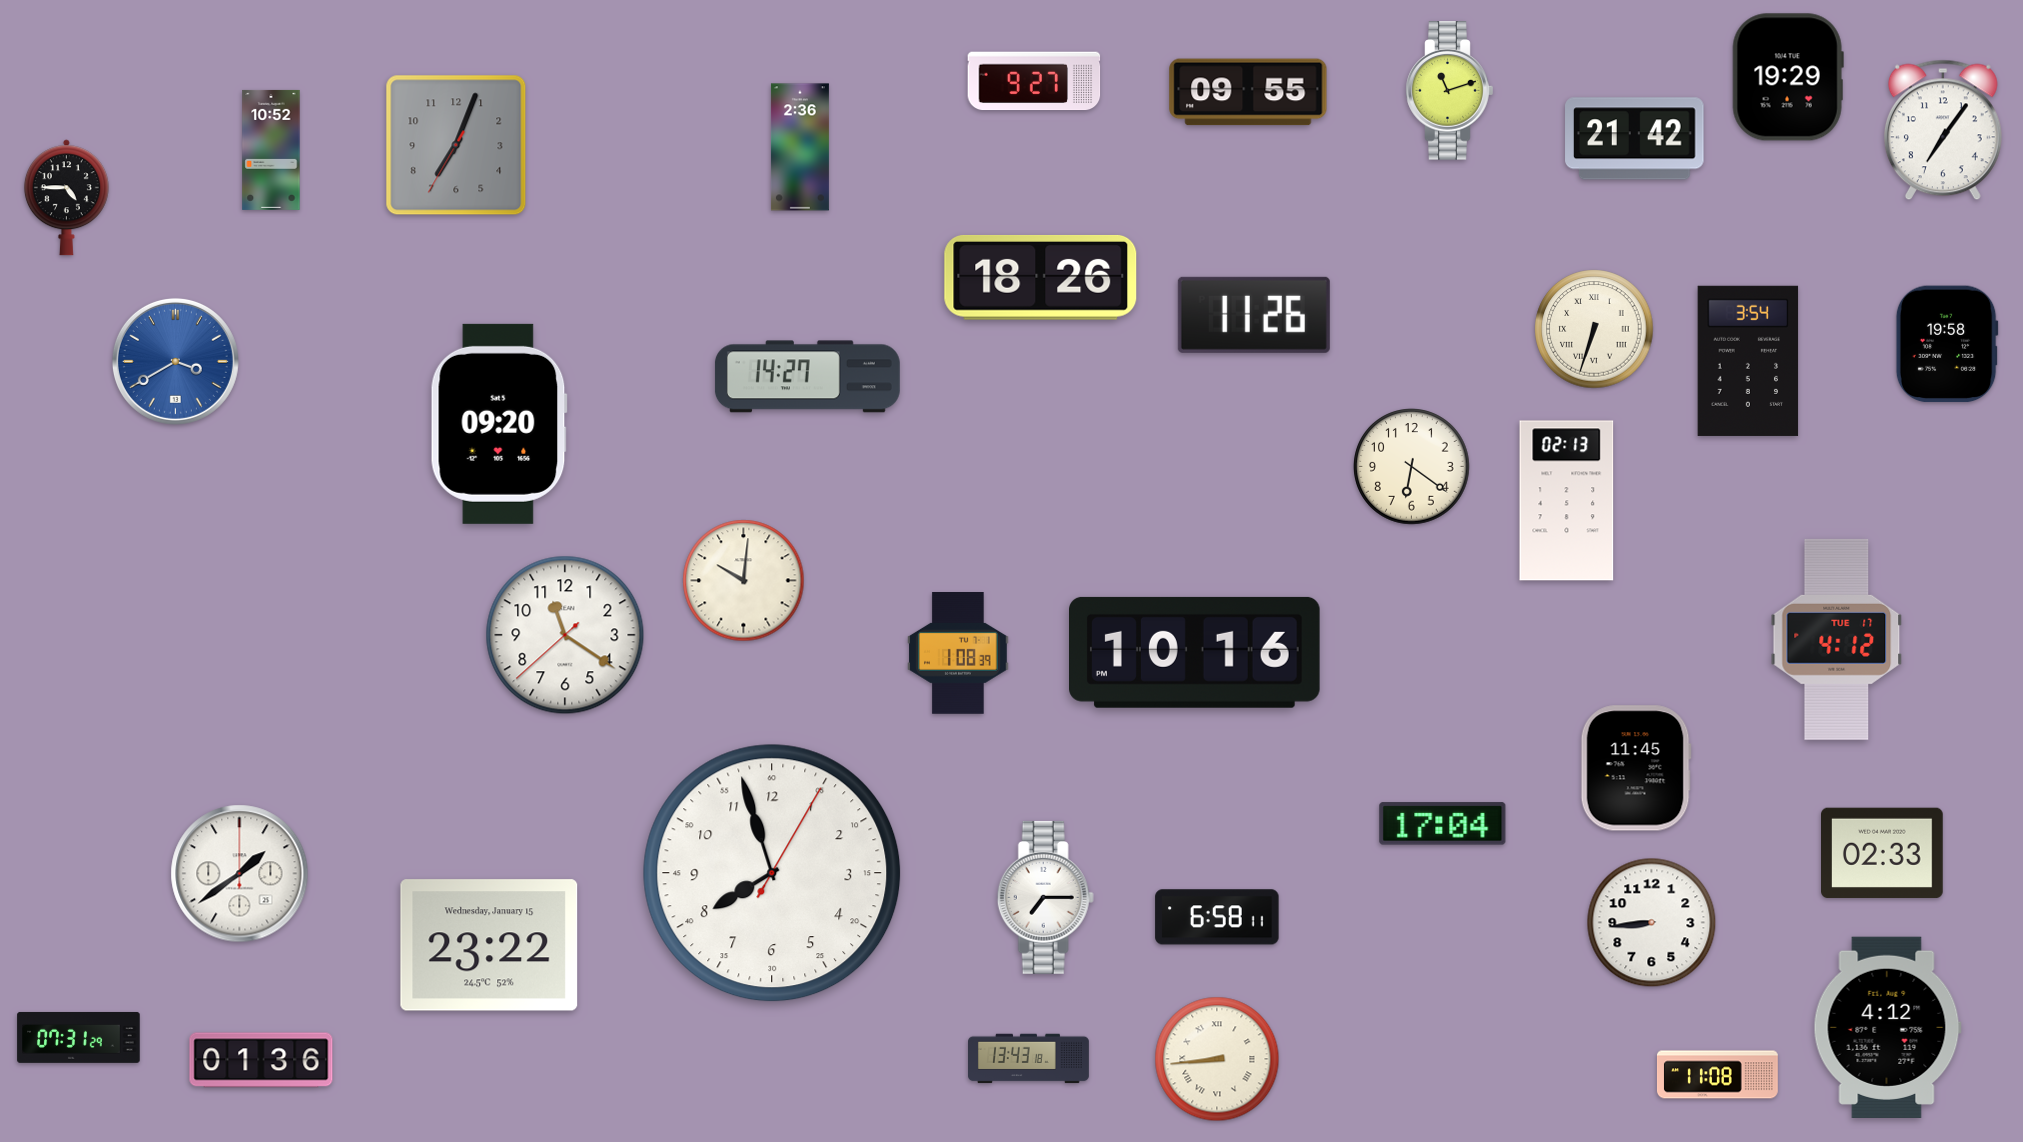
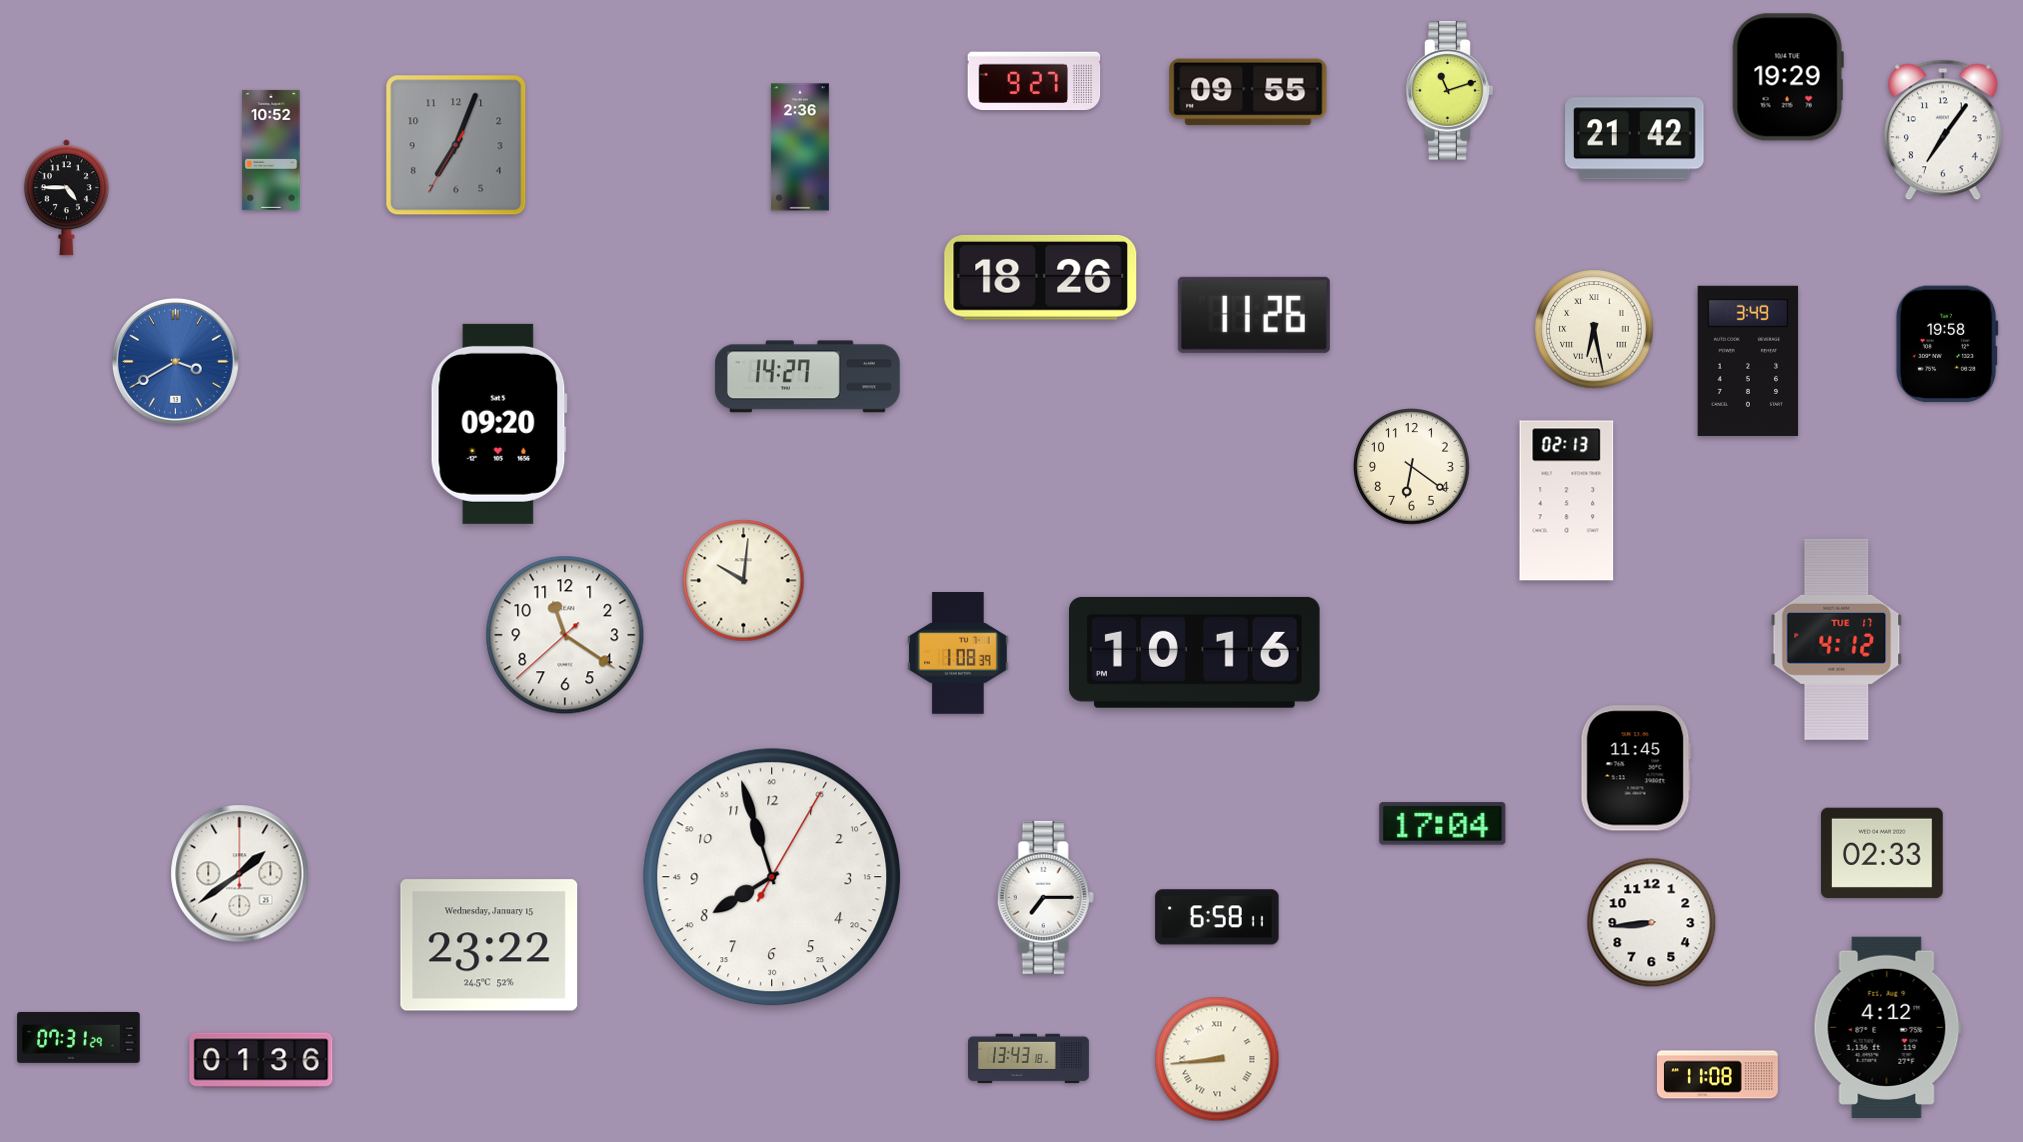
clock at (1594, 329): 6:33 -> 6:28
clock at (1748, 361): 3:54 -> 3:49
clock at (772, 873) position: (772, 873) -> (772, 877)
